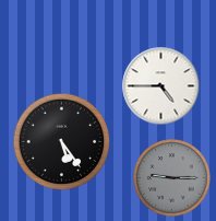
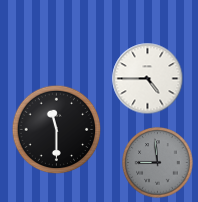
clock at (62, 142): 5:24 -> 11:30
clock at (172, 178): 9:15 -> 8:59
